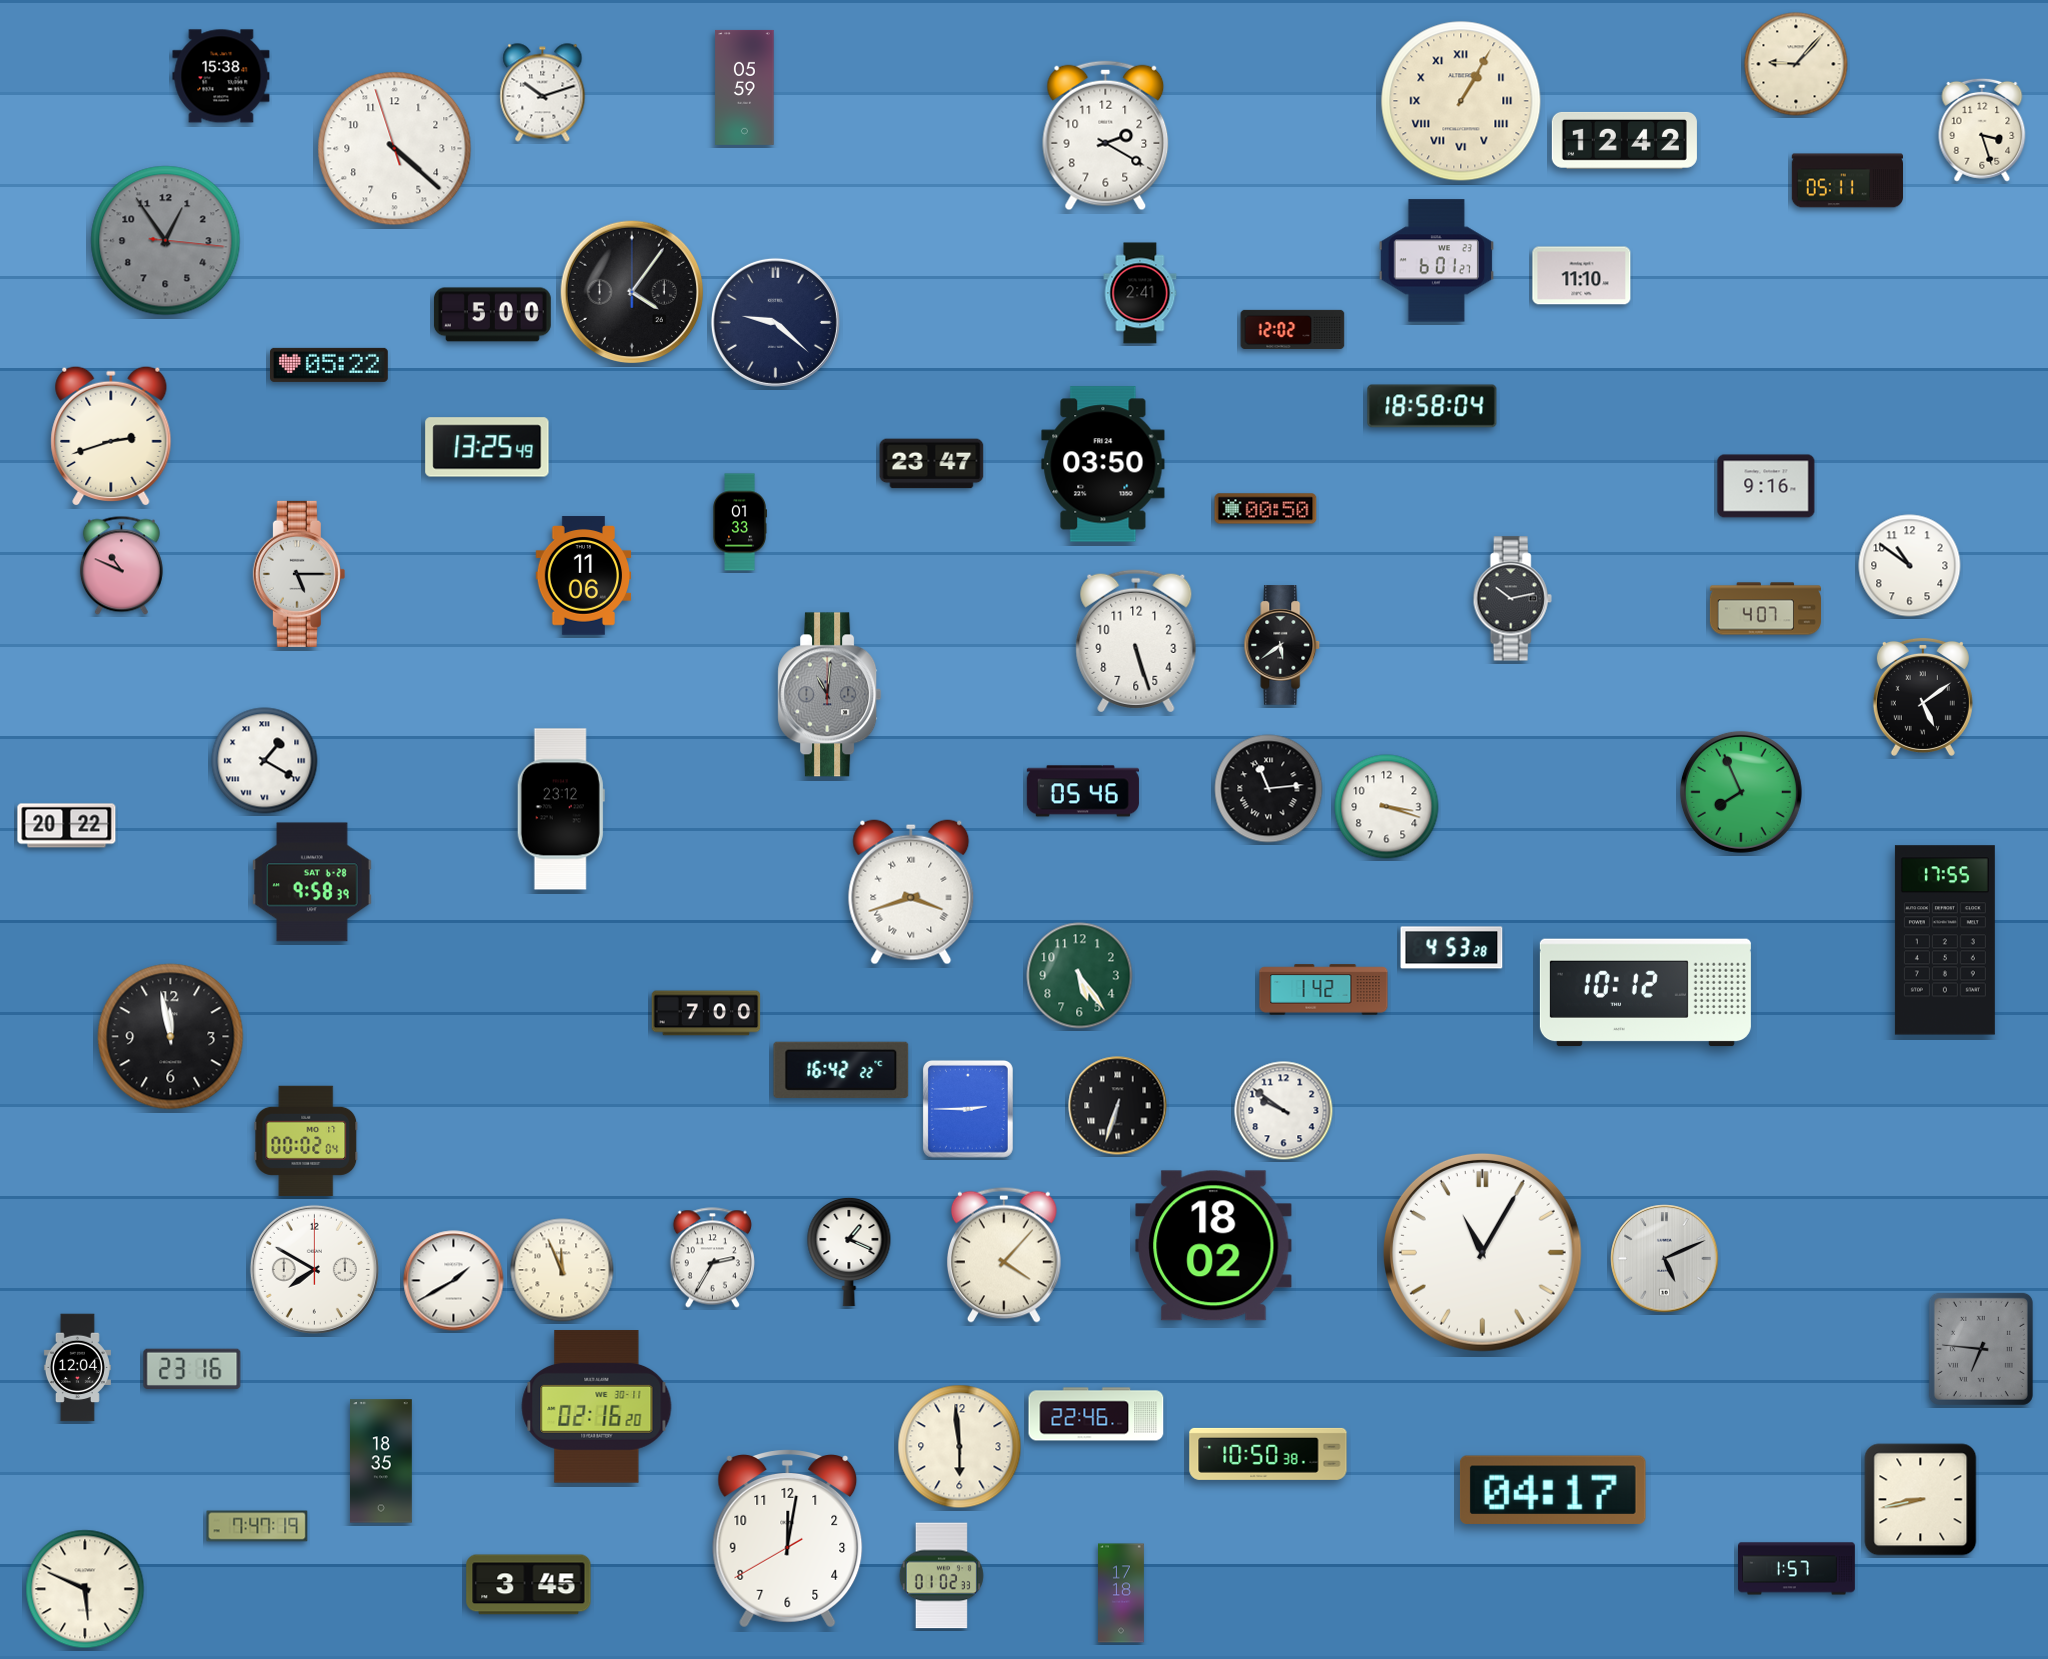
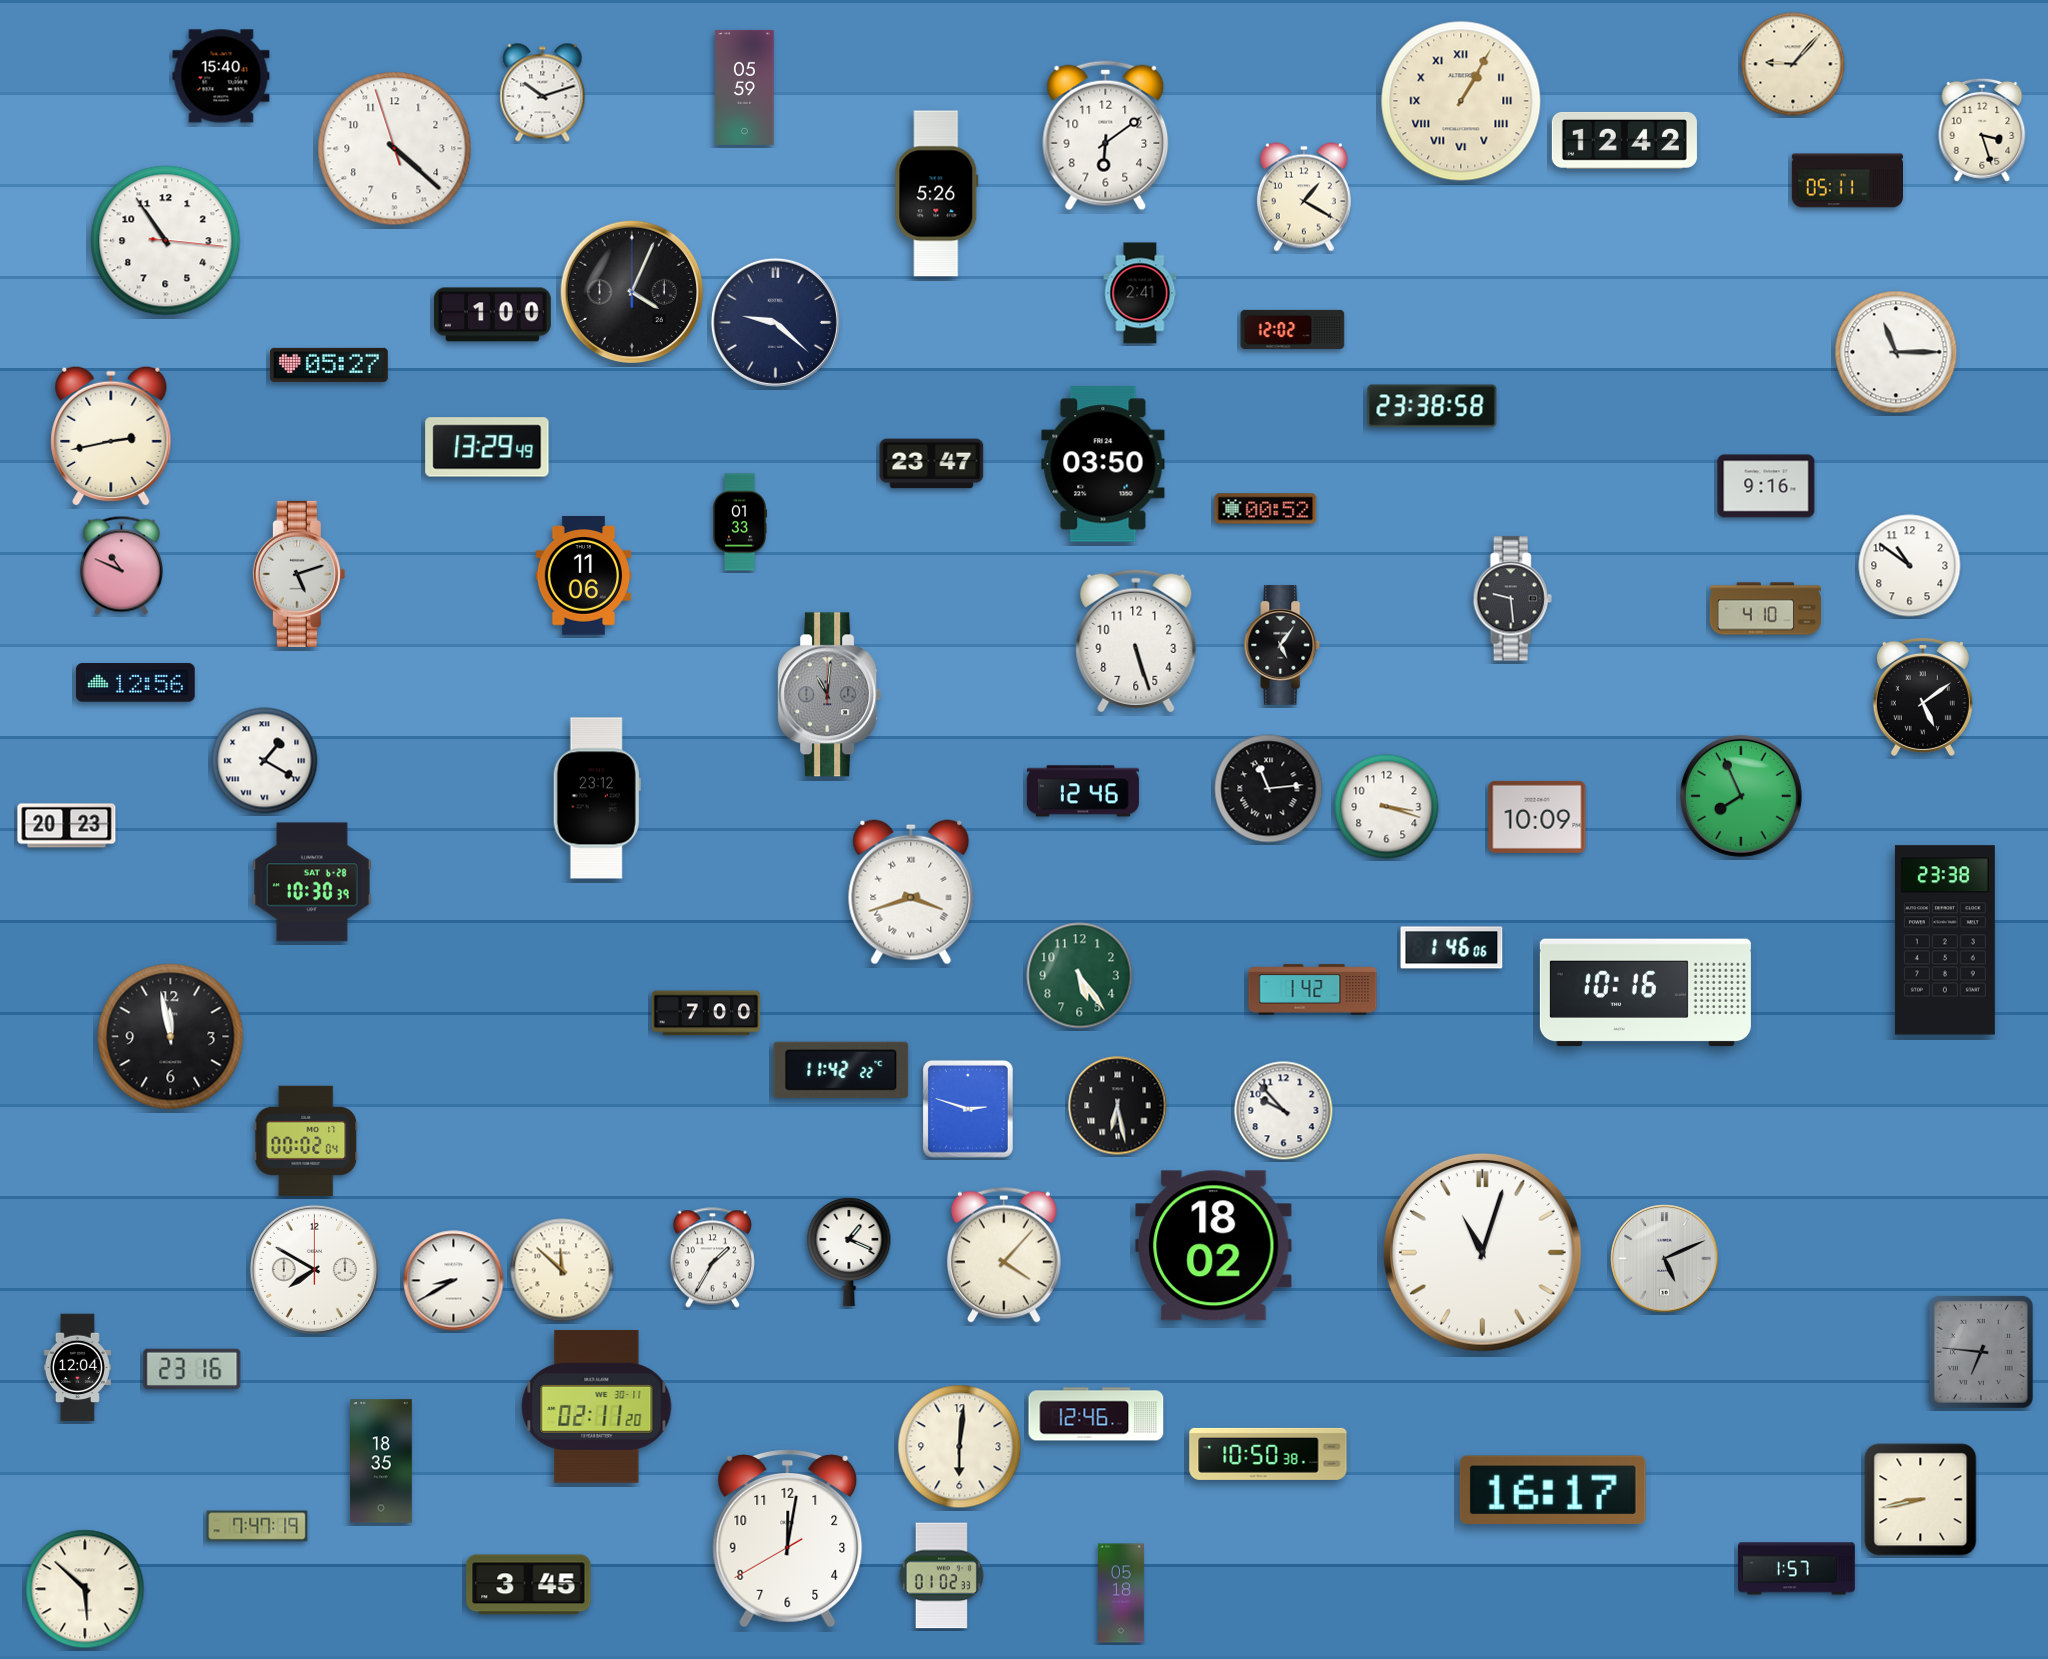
clock at (1796, 64) position: (1796, 64) -> (1793, 64)
clock at (221, 76): 15:38 -> 15:40
clock at (1106, 136): 2:20 -> 6:09
clock at (937, 194): none -> 5:26
clock at (1304, 197): none -> 1:20
clock at (166, 241): 12:54 -> 10:54
clock at (166, 241) dial: grey -> white
clock at (1436, 261): 6:01 -> none
clock at (1582, 276): 11:10 -> none
clock at (631, 291): 4:06 -> 4:04
clock at (492, 315): 5:00 -> 1:00
clock at (1896, 352): none -> 11:15
clock at (330, 365): 05:22 -> 05:27
clock at (1432, 406): 18:58 -> 23:38
clock at (111, 435): 2:42 -> 2:43
clock at (487, 447): 13:25 -> 13:29
clock at (1266, 509): 00:50 -> 00:52
clock at (299, 574): 5:15 -> 5:12
clock at (1512, 599): 10:13 -> 9:29
clock at (1766, 609): 4:07 -> 4:10
clock at (1282, 645): 5:39 -> 5:06
clock at (136, 683): none -> 12:56
clock at (1083, 791): 05:46 -> 12:46
clock at (1741, 792) position: (1741, 792) -> (1741, 796)
clock at (561, 809) position: (561, 809) -> (597, 798)
clock at (1537, 817): none -> 10:09
clock at (67, 826): 20:22 -> 20:23
clock at (312, 882): 9:58 -> 10:30
clock at (1945, 940): 17:55 -> 23:38
clock at (1452, 948): 4:53 -> 1:46
clock at (1324, 990) position: (1324, 990) -> (1313, 990)
clock at (1645, 993): 10:12 -> 10:16
clock at (841, 1070): 16:42 -> 11:42
clock at (1118, 1106): 6:33 -> 6:28
clock at (968, 1109): 2:45 -> 2:48
clock at (1284, 1111): 9:51 -> 9:53
clock at (1482, 1252): 11:05 -> 11:03
clock at (712, 1258): 2:35 -> 1:35
clock at (562, 1270): 11:56 -> 11:52
clock at (454, 1281): 1:40 -> 8:40
clock at (1981, 1349) position: (1981, 1349) -> (1981, 1352)
clock at (597, 1407): 02:16 -> 02:11
clock at (1096, 1414): 22:46 -> 12:46
clock at (960, 1447): 5:59 -> 6:01
clock at (1553, 1489): 04:17 -> 16:17
clock at (85, 1589): 5:49 -> 5:52
clock at (1122, 1593): 17:18 -> 05:18
